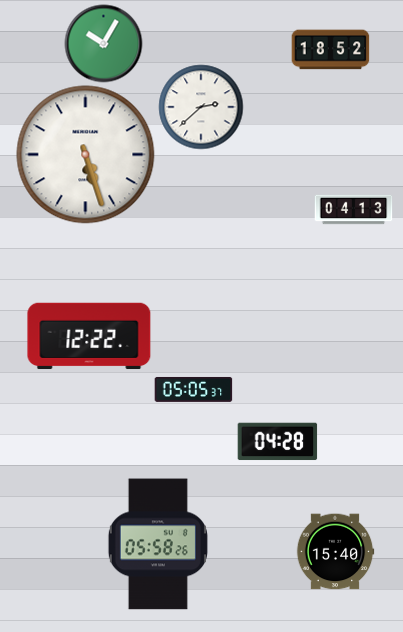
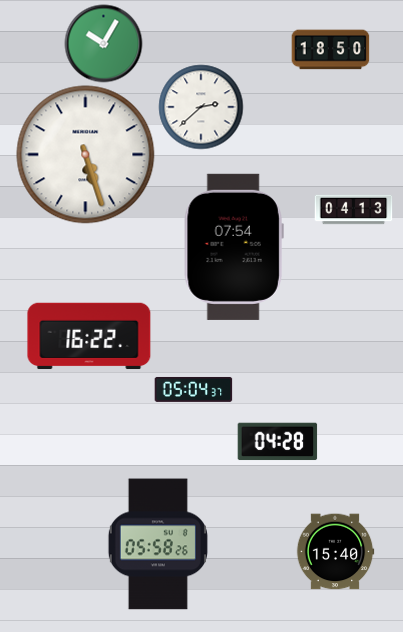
clock at (330, 50): 18:52 -> 18:50
clock at (234, 247): none -> 07:54
clock at (89, 336): 12:22 -> 16:22
clock at (193, 389): 05:05 -> 05:04
